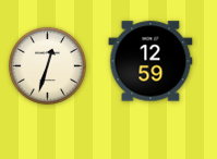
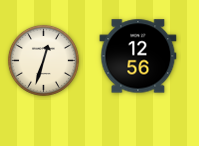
clock at (150, 61): 12:59 -> 12:56
